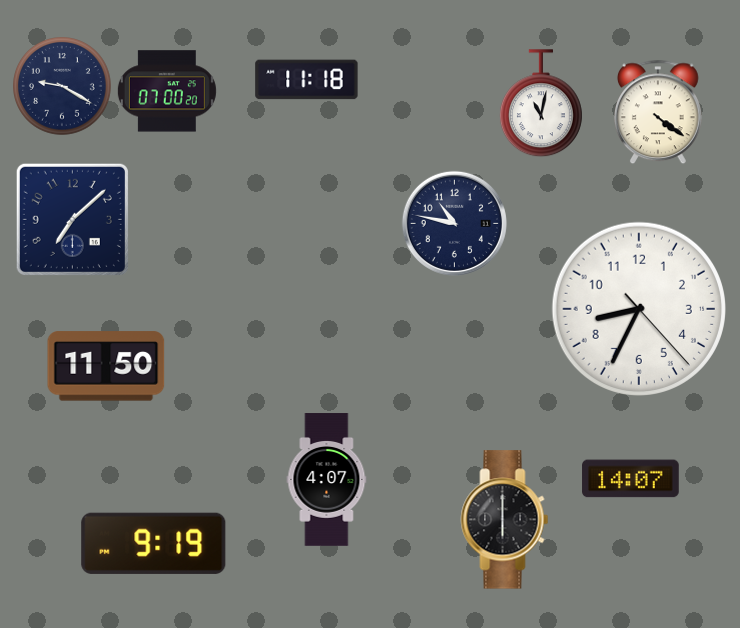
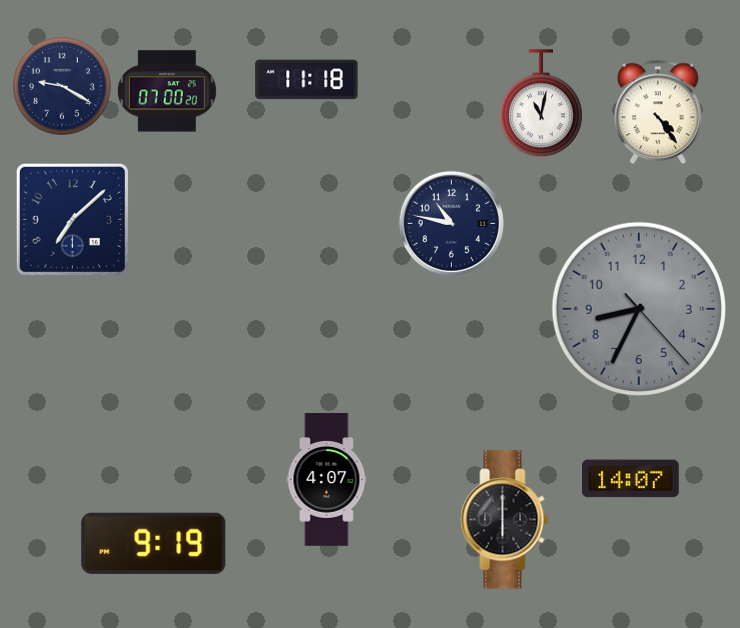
clock at (659, 112): 4:21 -> 4:24
clock at (454, 223) position: (454, 223) -> (451, 223)
clock at (639, 309) dial: white -> grey
clock at (106, 366): 11:50 -> none
